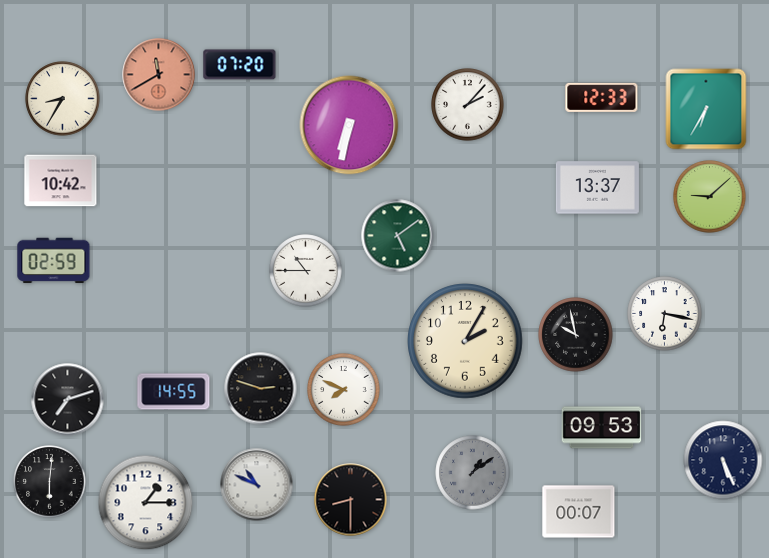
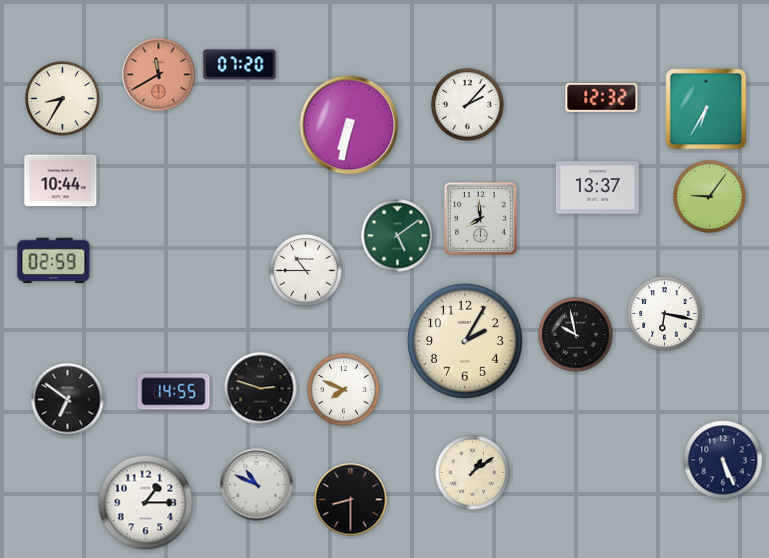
clock at (602, 97): 12:33 -> 12:32
clock at (61, 181): 10:42 -> 10:44
clock at (710, 197): 9:08 -> 9:06
clock at (480, 218): none -> 7:59
clock at (68, 400): 7:12 -> 6:51
clock at (602, 428): 09:53 -> none
clock at (473, 473) dial: grey -> cream
clock at (50, 482): 6:01 -> none
clock at (579, 512): 00:07 -> none
